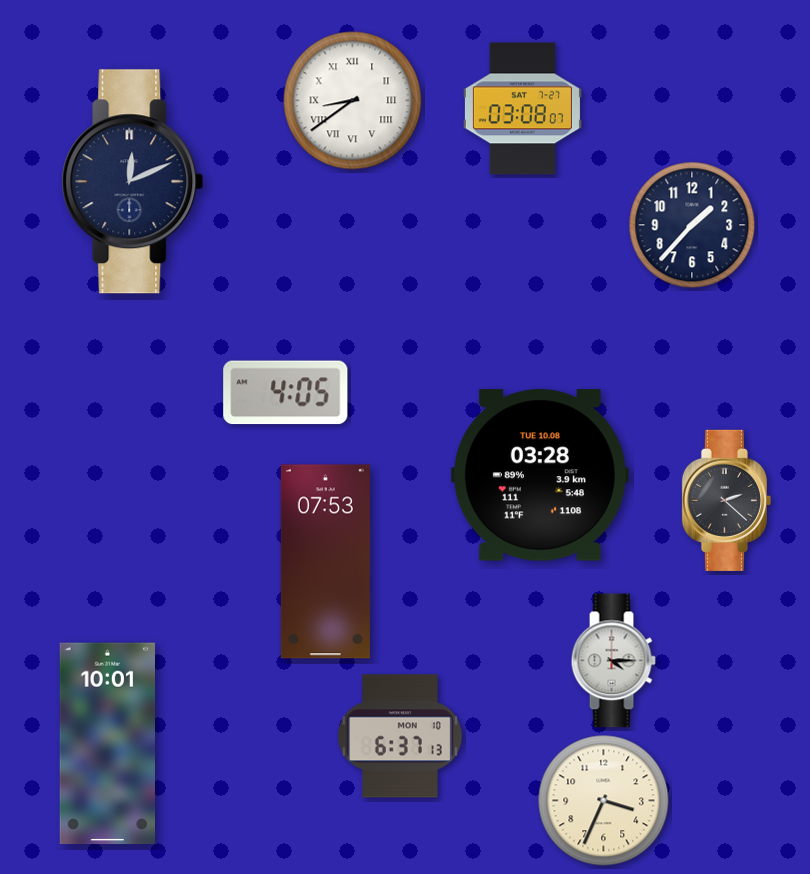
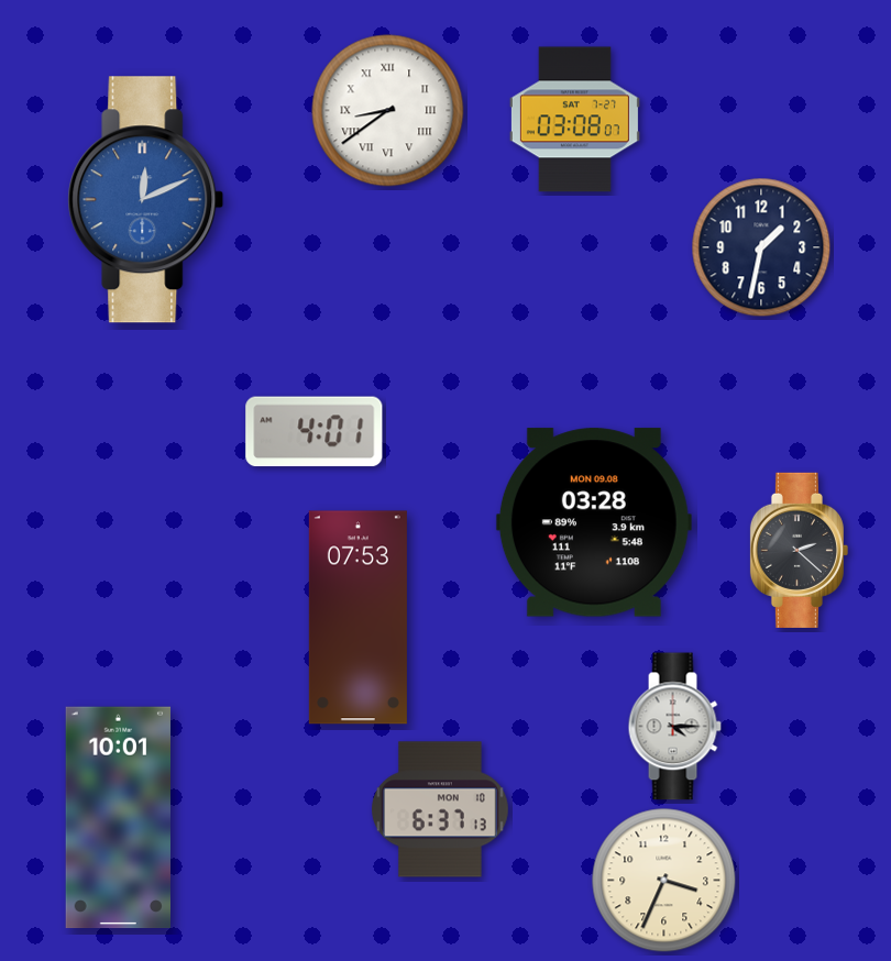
clock at (133, 182) dial: navy -> blue
clock at (692, 225): 1:37 -> 1:32
clock at (286, 393): 4:05 -> 4:01
clock at (540, 475) date: TUE 10.08 -> MON 09.08
